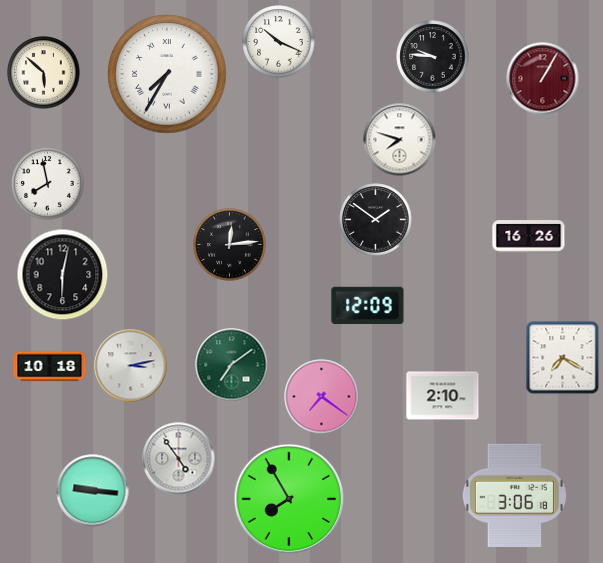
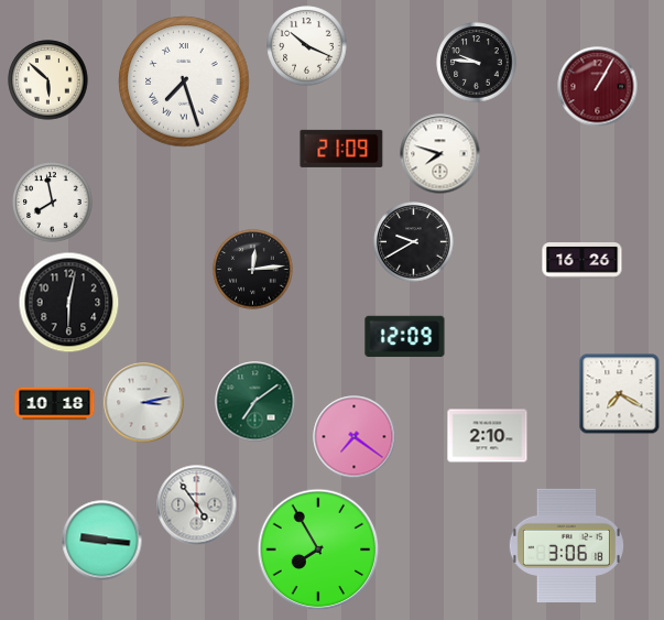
clock at (167, 74): 7:35 -> 7:27
clock at (341, 149): none -> 21:09
clock at (376, 220): 1:51 -> 9:40
